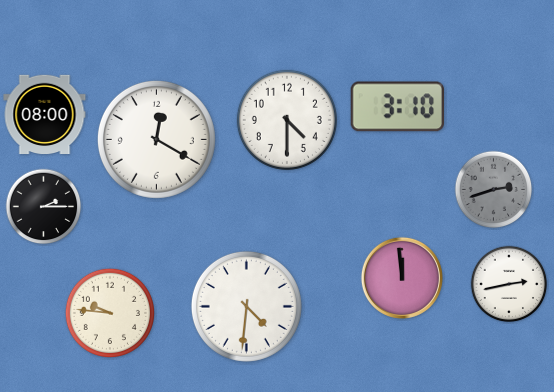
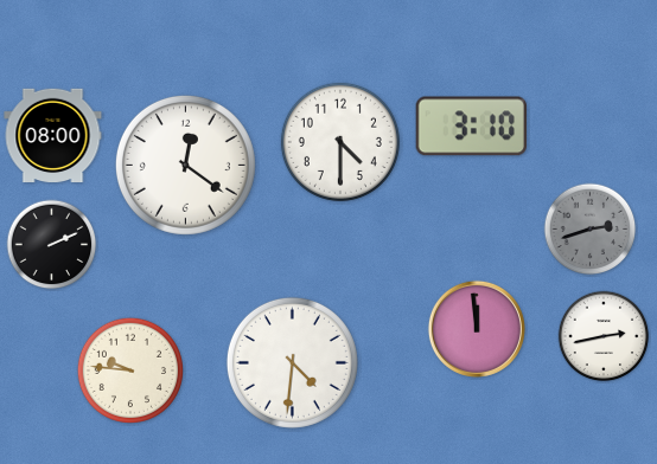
clock at (156, 139): 12:20 -> 12:21
clock at (494, 190) position: (494, 190) -> (591, 230)
clock at (44, 207): 2:15 -> 2:11
